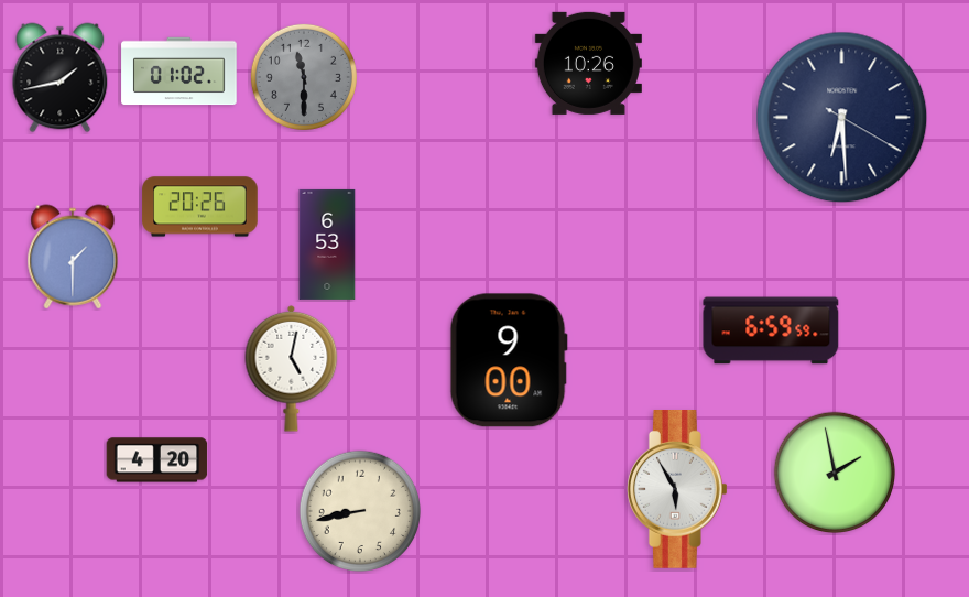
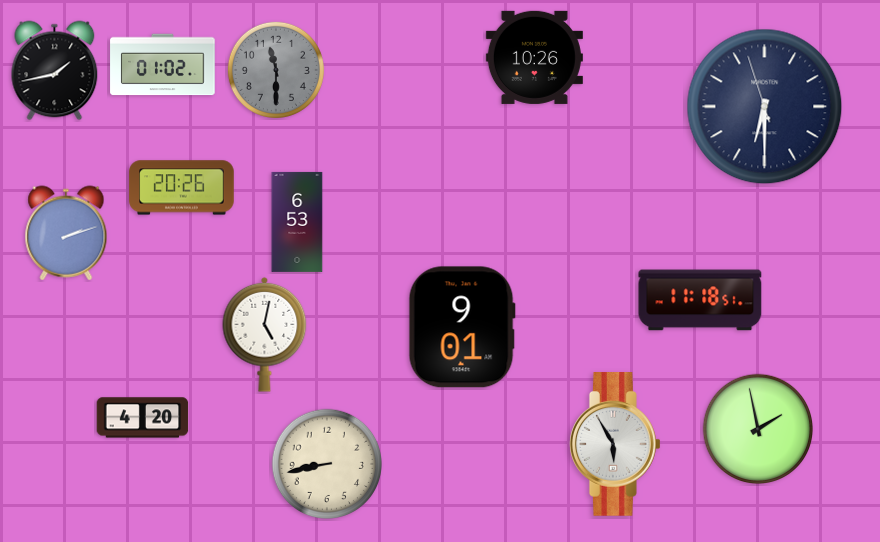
clock at (842, 118): 6:29:20 -> 6:29:57
clock at (73, 257): 1:30 -> 2:12
clock at (771, 330): 6:59 -> 11:18
clock at (509, 360): 9:00 -> 9:01
